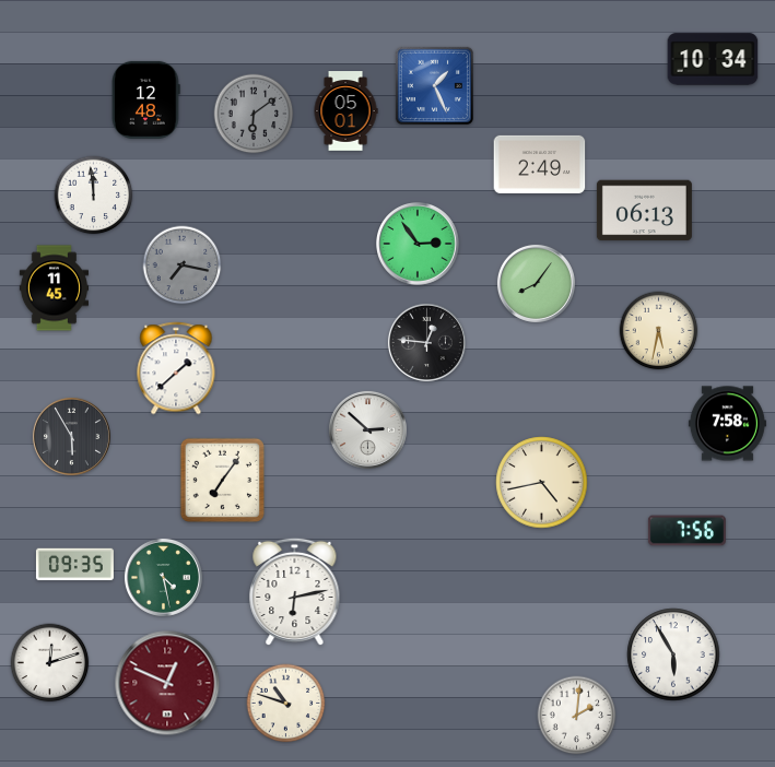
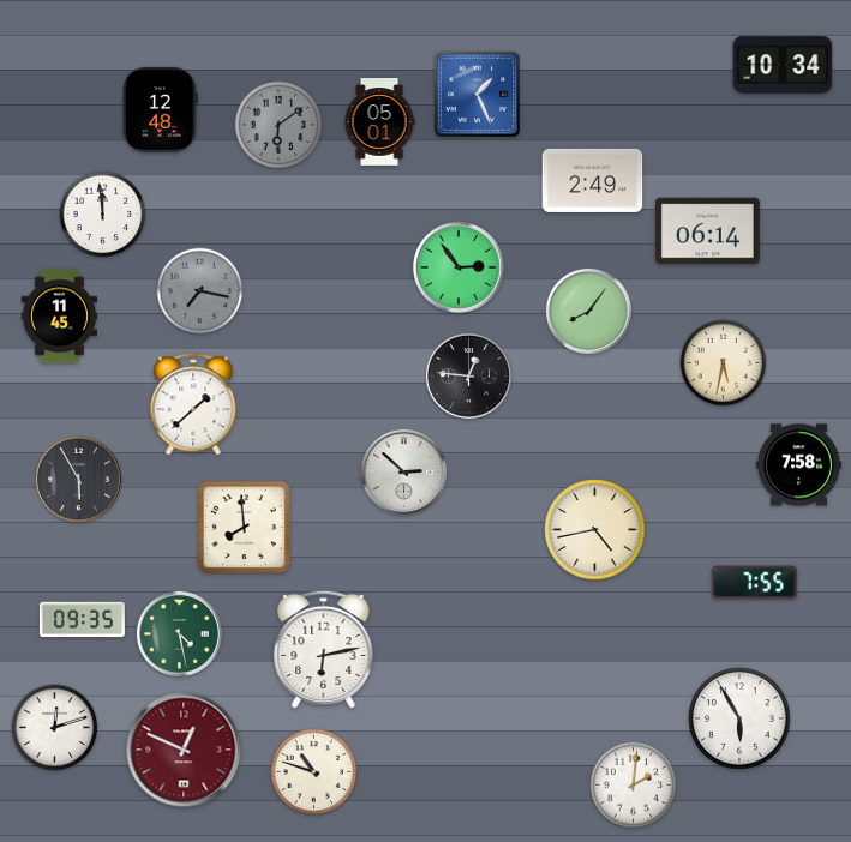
clock at (644, 211): 06:13 -> 06:14
clock at (222, 480): 7:06 -> 7:59
clock at (686, 531): 7:56 -> 7:55
